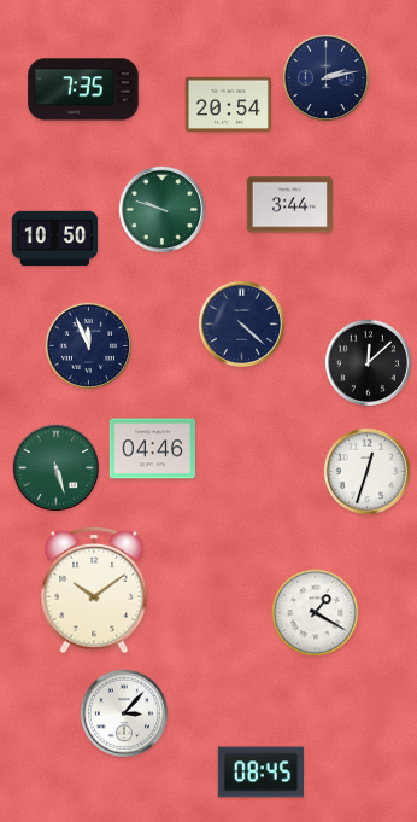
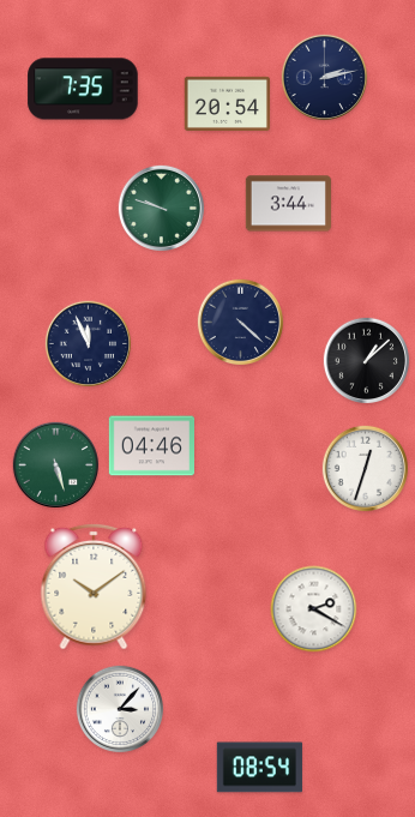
clock at (54, 239): 10:50 -> none
clock at (369, 363): 12:08 -> 1:08
clock at (316, 613): 1:20 -> 2:20
clock at (123, 712) position: (123, 712) -> (119, 708)
clock at (260, 773): 08:45 -> 08:54
